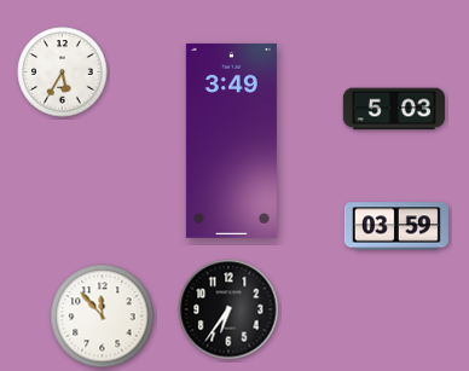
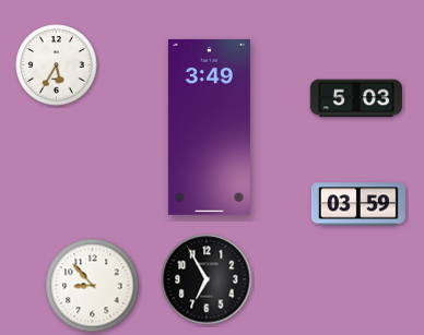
clock at (228, 309): 6:36 -> 6:55
clock at (103, 317): 11:53 -> 8:53
